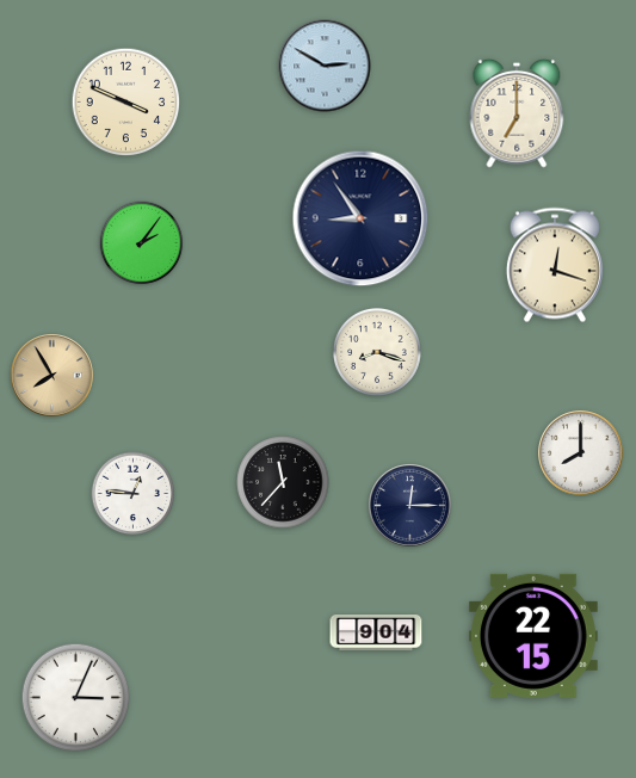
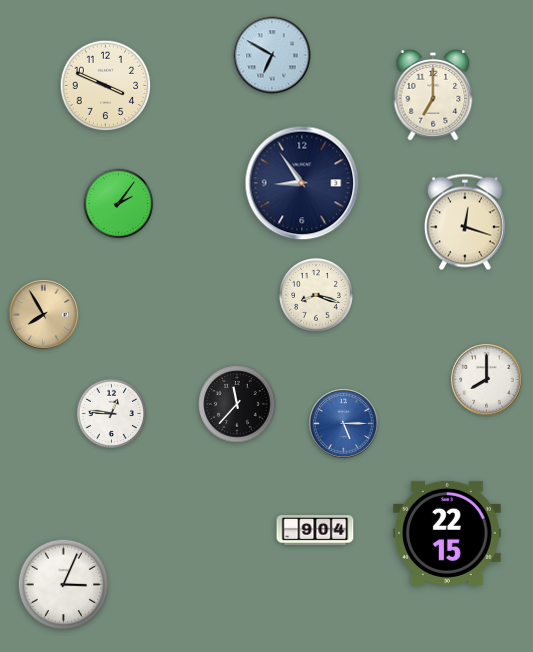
clock at (325, 66): 2:50 -> 6:50
clock at (410, 506): 12:15 -> 5:15
clock at (410, 506) dial: navy -> blue
